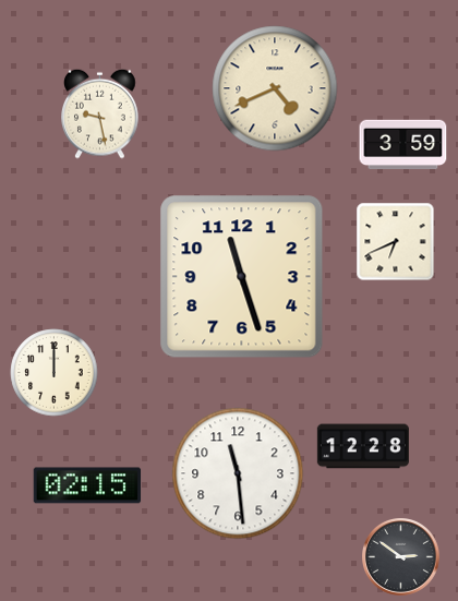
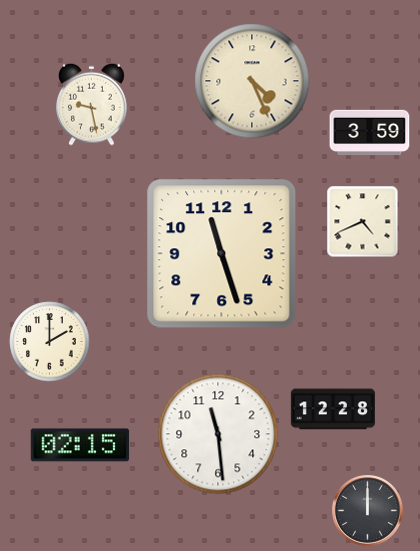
clock at (275, 88): 4:41 -> 4:26
clock at (396, 242): 6:41 -> 4:41
clock at (55, 373): 12:00 -> 2:00
clock at (401, 557): 2:51 -> 12:00
